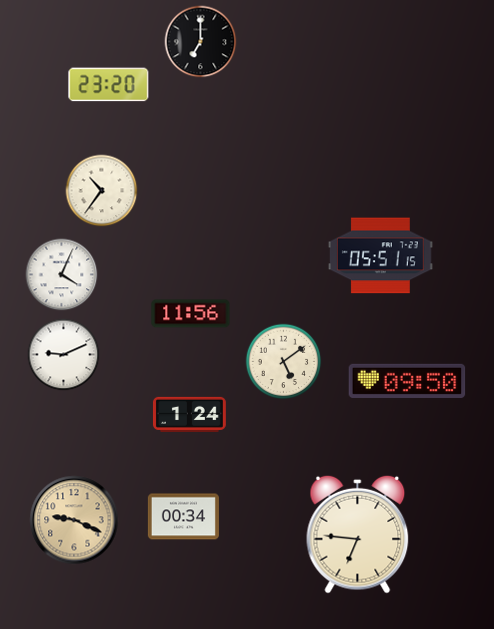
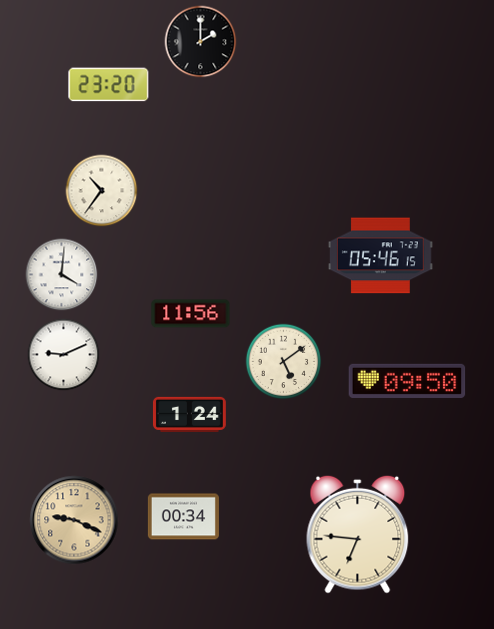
clock at (201, 42): 7:00 -> 2:00
clock at (380, 256): 05:51 -> 05:46
clock at (62, 275): 4:04 -> 4:01
